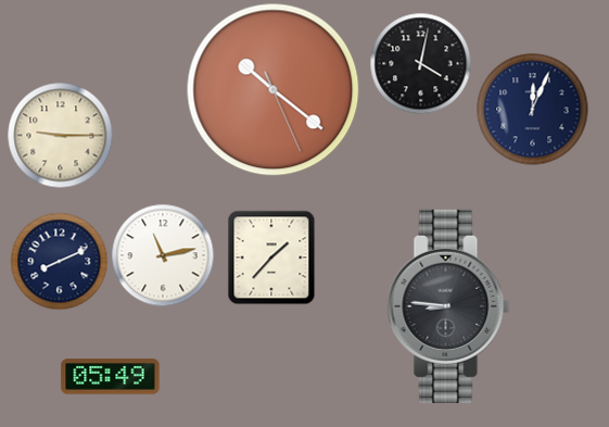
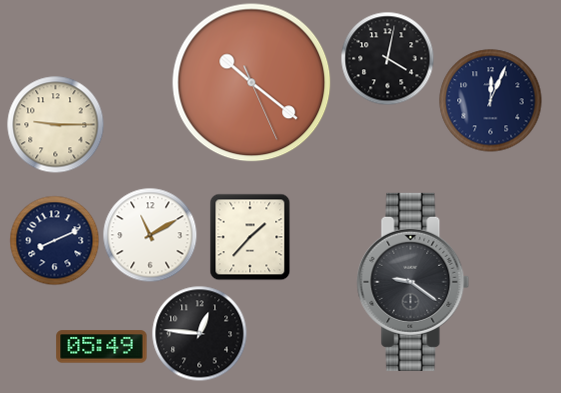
clock at (163, 255): 11:13 -> 11:10
clock at (448, 306): 8:46 -> 9:21
clock at (199, 333): none -> 12:46
